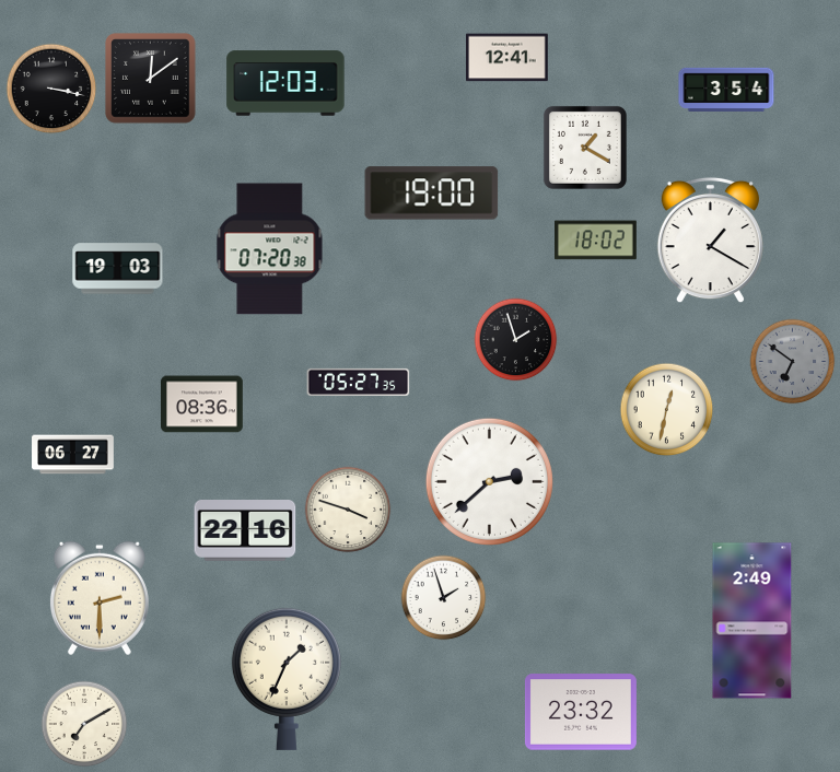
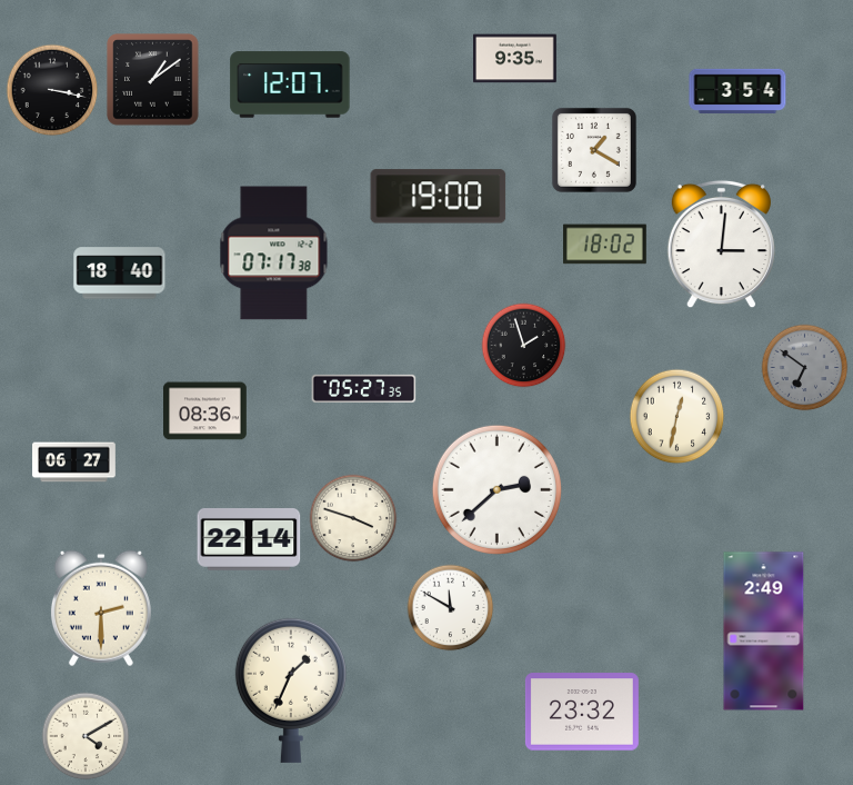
clock at (507, 58): 12:41 -> 9:35
clock at (151, 79): 12:09 -> 1:09
clock at (285, 83): 12:03 -> 12:07
clock at (710, 241): 1:20 -> 3:01
clock at (270, 249): 07:20 -> 07:17
clock at (118, 269): 19:03 -> 18:40
clock at (245, 531): 22:16 -> 22:14
clock at (444, 598): 1:57 -> 11:50
clock at (581, 712) position: (581, 712) -> (582, 712)
clock at (84, 724): 7:10 -> 4:10
